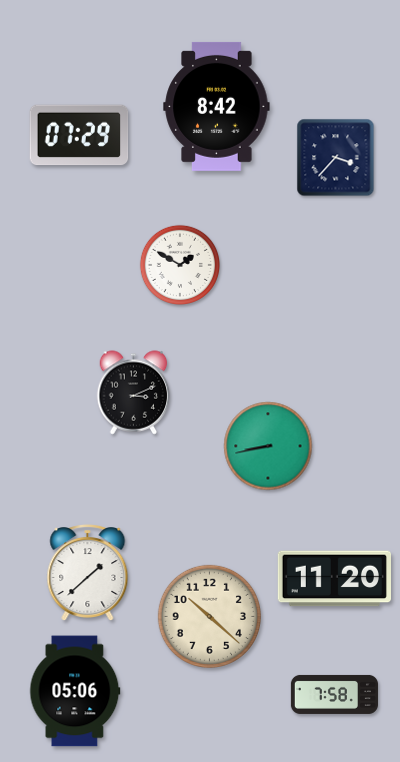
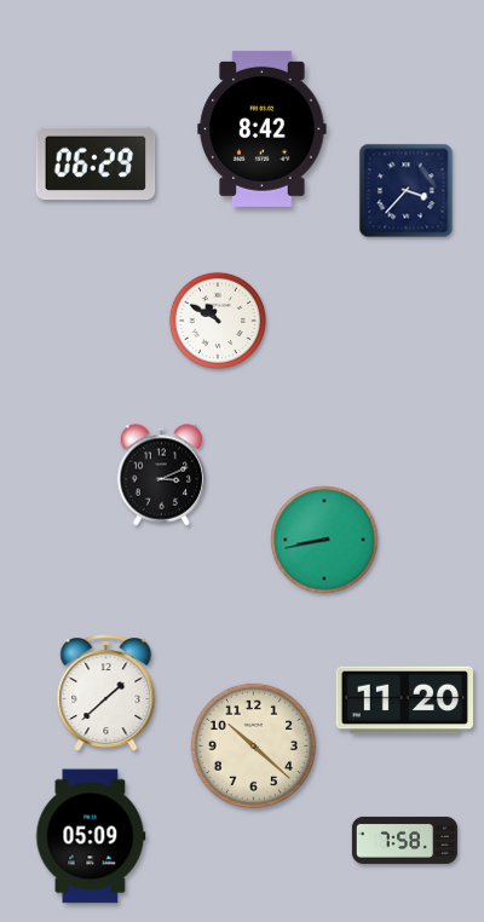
clock at (79, 135): 07:29 -> 06:29
clock at (179, 264): 1:50 -> 10:50
clock at (75, 691): 05:06 -> 05:09
